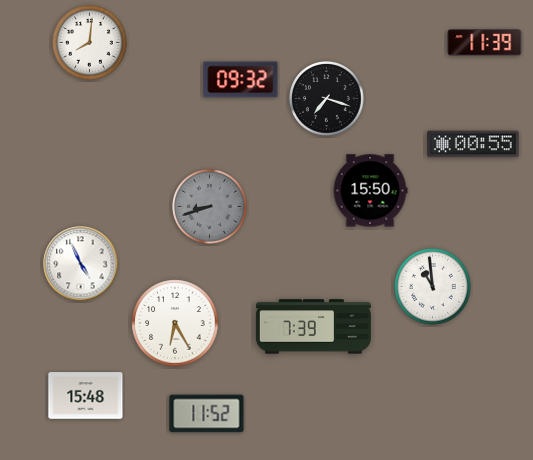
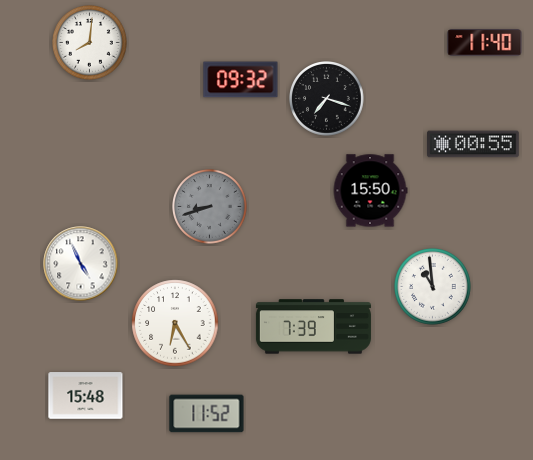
clock at (485, 43): 11:39 -> 11:40
